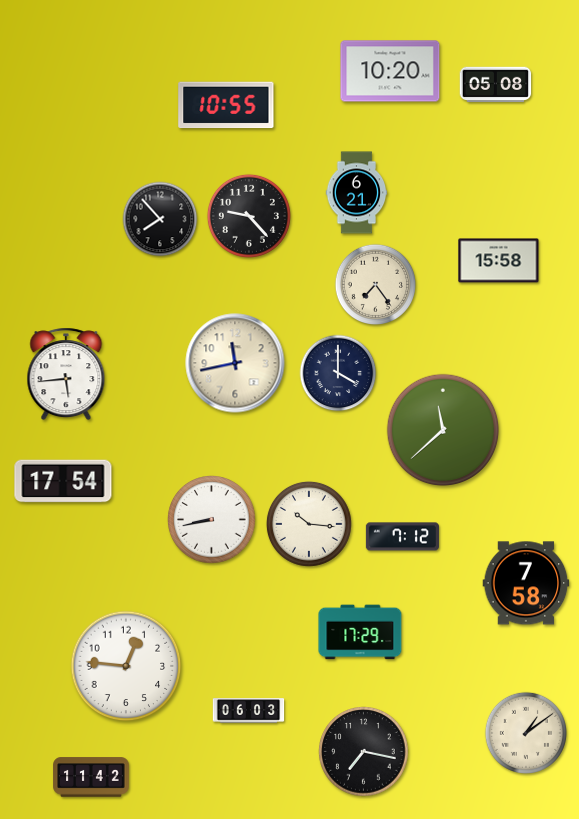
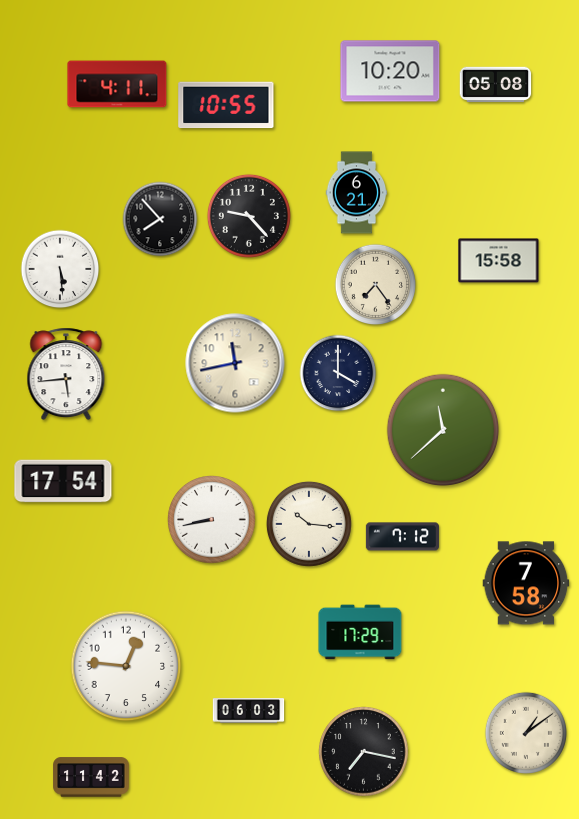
clock at (117, 84): none -> 4:11
clock at (60, 269): none -> 5:29
